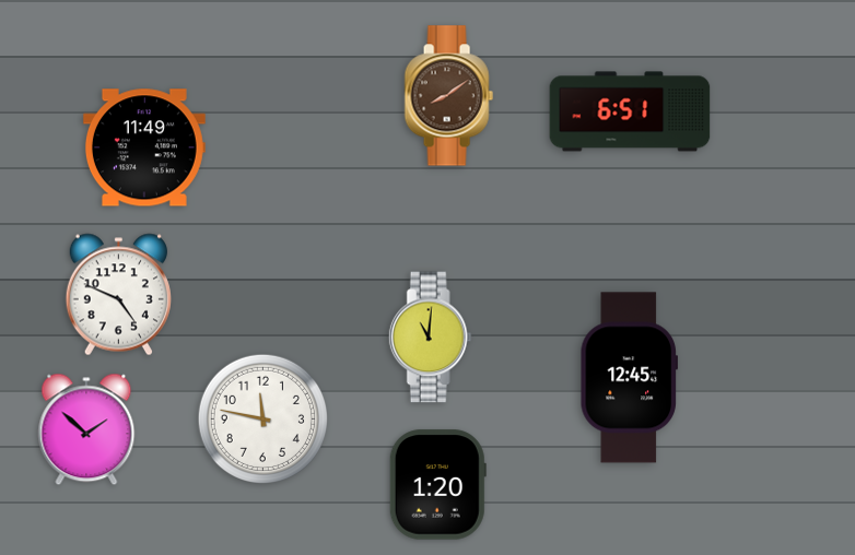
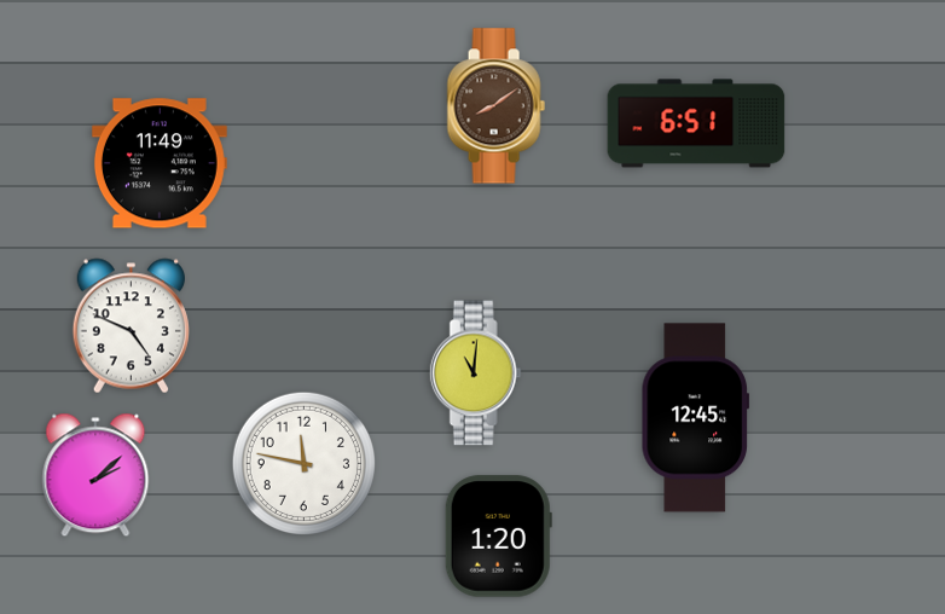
clock at (262, 418) position: (262, 418) -> (303, 463)
clock at (86, 429): 1:52 -> 2:08
clock at (437, 485) position: (437, 485) -> (498, 537)
